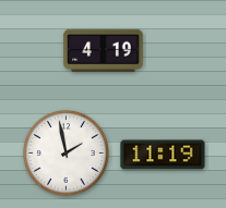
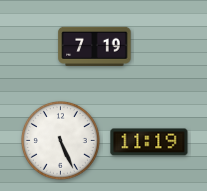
clock at (104, 50): 4:19 -> 7:19
clock at (67, 154): 1:58 -> 5:26
